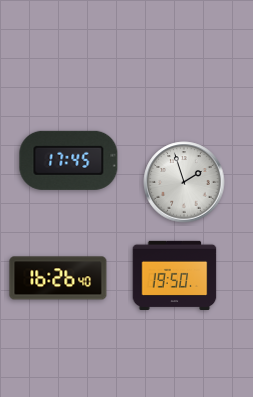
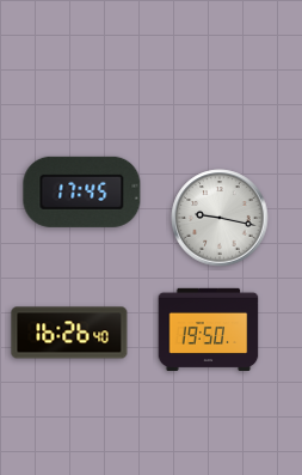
clock at (184, 182): 1:57 -> 9:17
